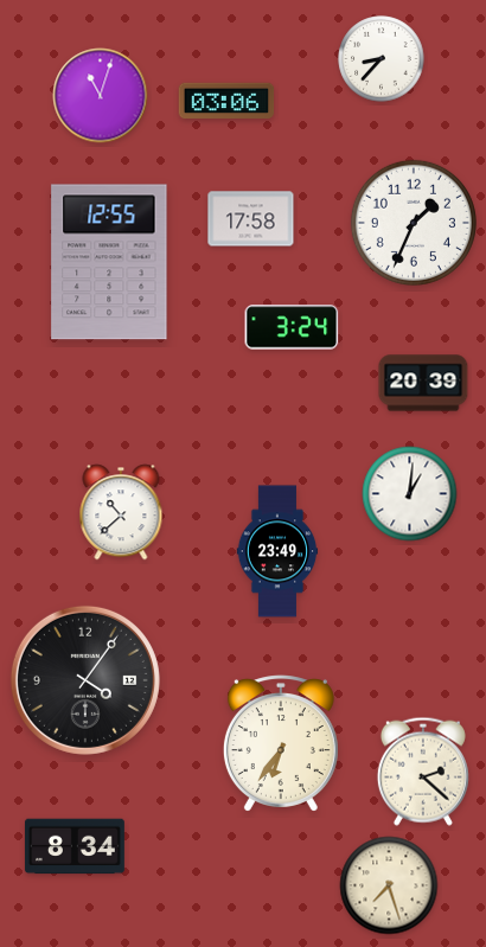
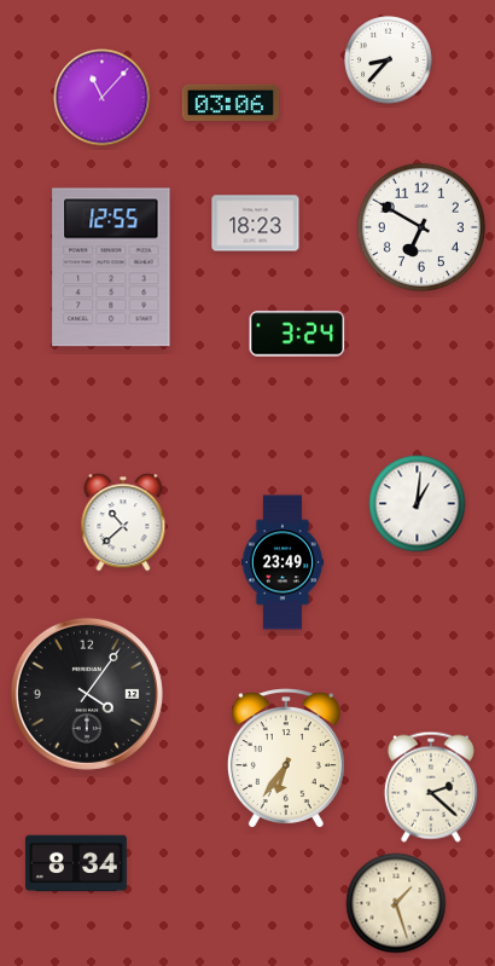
clock at (101, 96): 11:03 -> 11:07
clock at (251, 219): 17:58 -> 18:23
clock at (414, 223): 1:34 -> 6:50
clock at (423, 383): 20:39 -> none
clock at (389, 885): 7:27 -> 1:27
